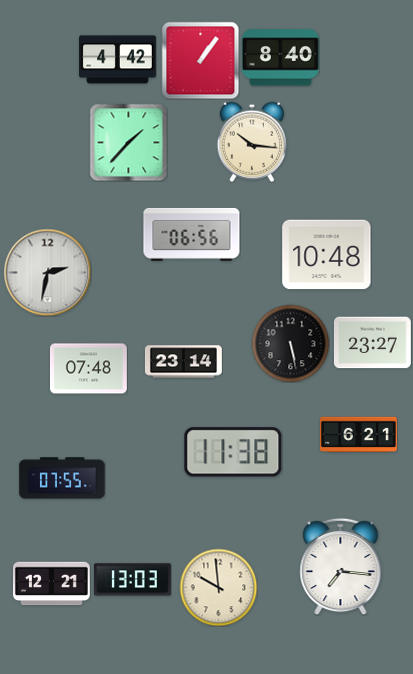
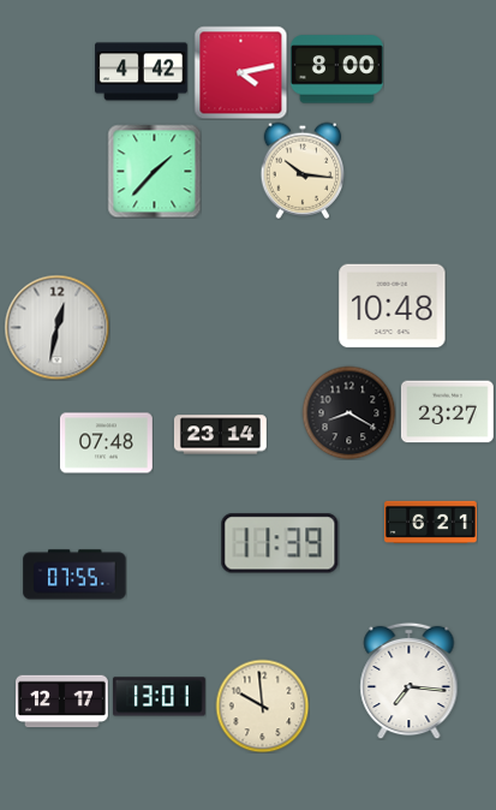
clock at (280, 58): 8:40 -> 8:00
clock at (200, 60): 1:06 -> 4:13
clock at (192, 234): 06:56 -> none
clock at (47, 272): 2:32 -> 12:32
clock at (290, 343): 5:28 -> 8:20
clock at (233, 452): 11:38 -> 11:39
clock at (132, 580): 13:03 -> 13:01
clock at (52, 584): 12:21 -> 12:17
